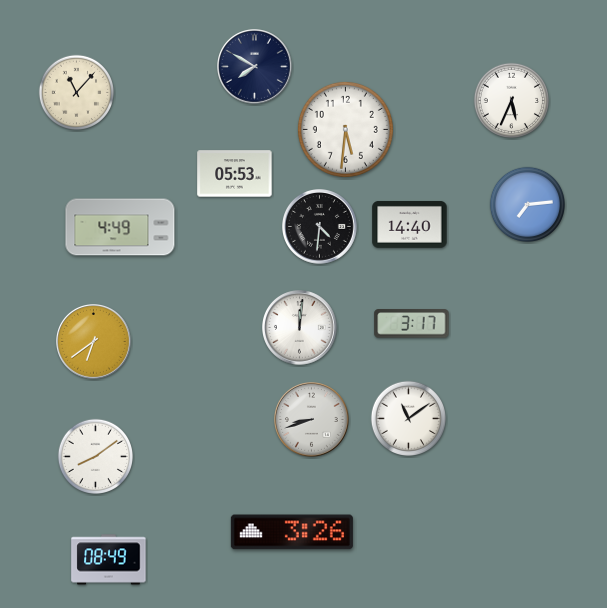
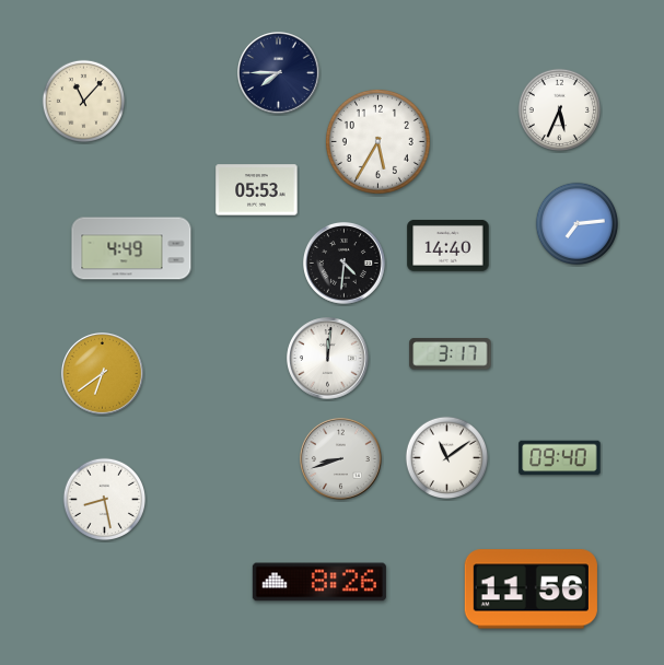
clock at (255, 67): 7:50 -> 7:45
clock at (345, 129): 5:31 -> 5:35
clock at (320, 227) position: (320, 227) -> (345, 264)
clock at (560, 458): none -> 09:40
clock at (95, 456): 8:09 -> 8:28
clock at (292, 532): 3:26 -> 8:26
clock at (531, 590): none -> 11:56
clock at (109, 560): 08:49 -> none
